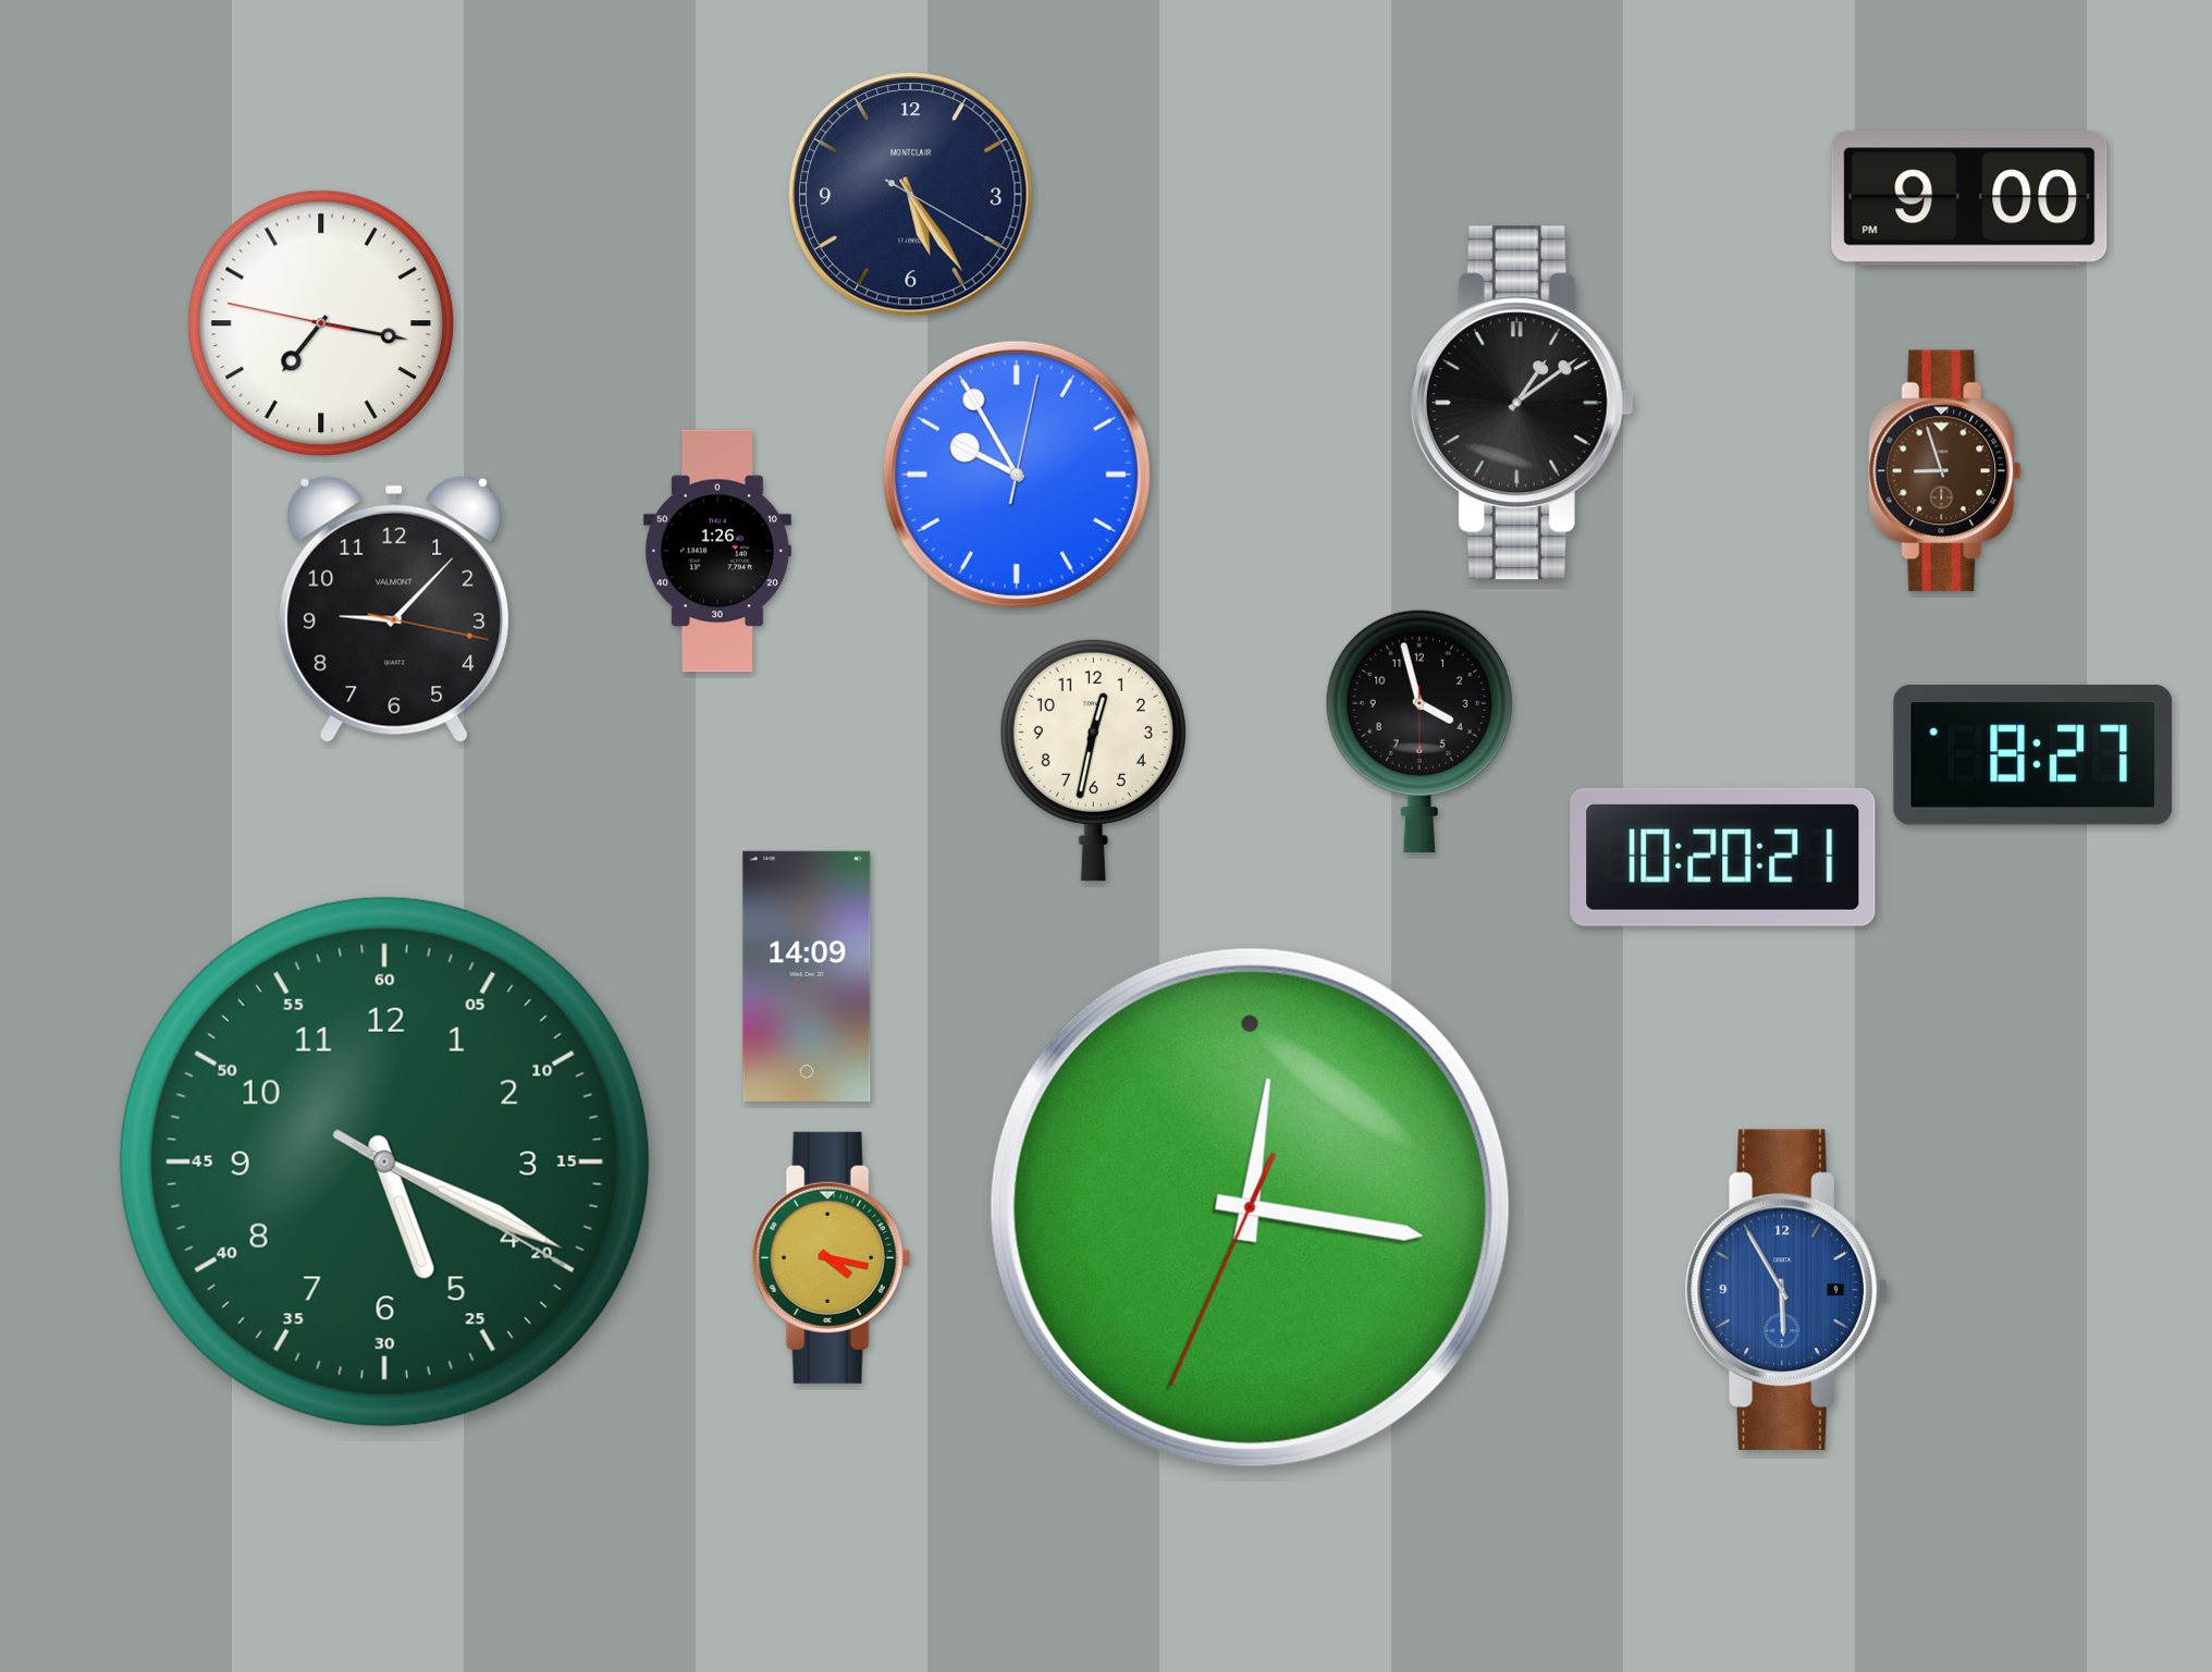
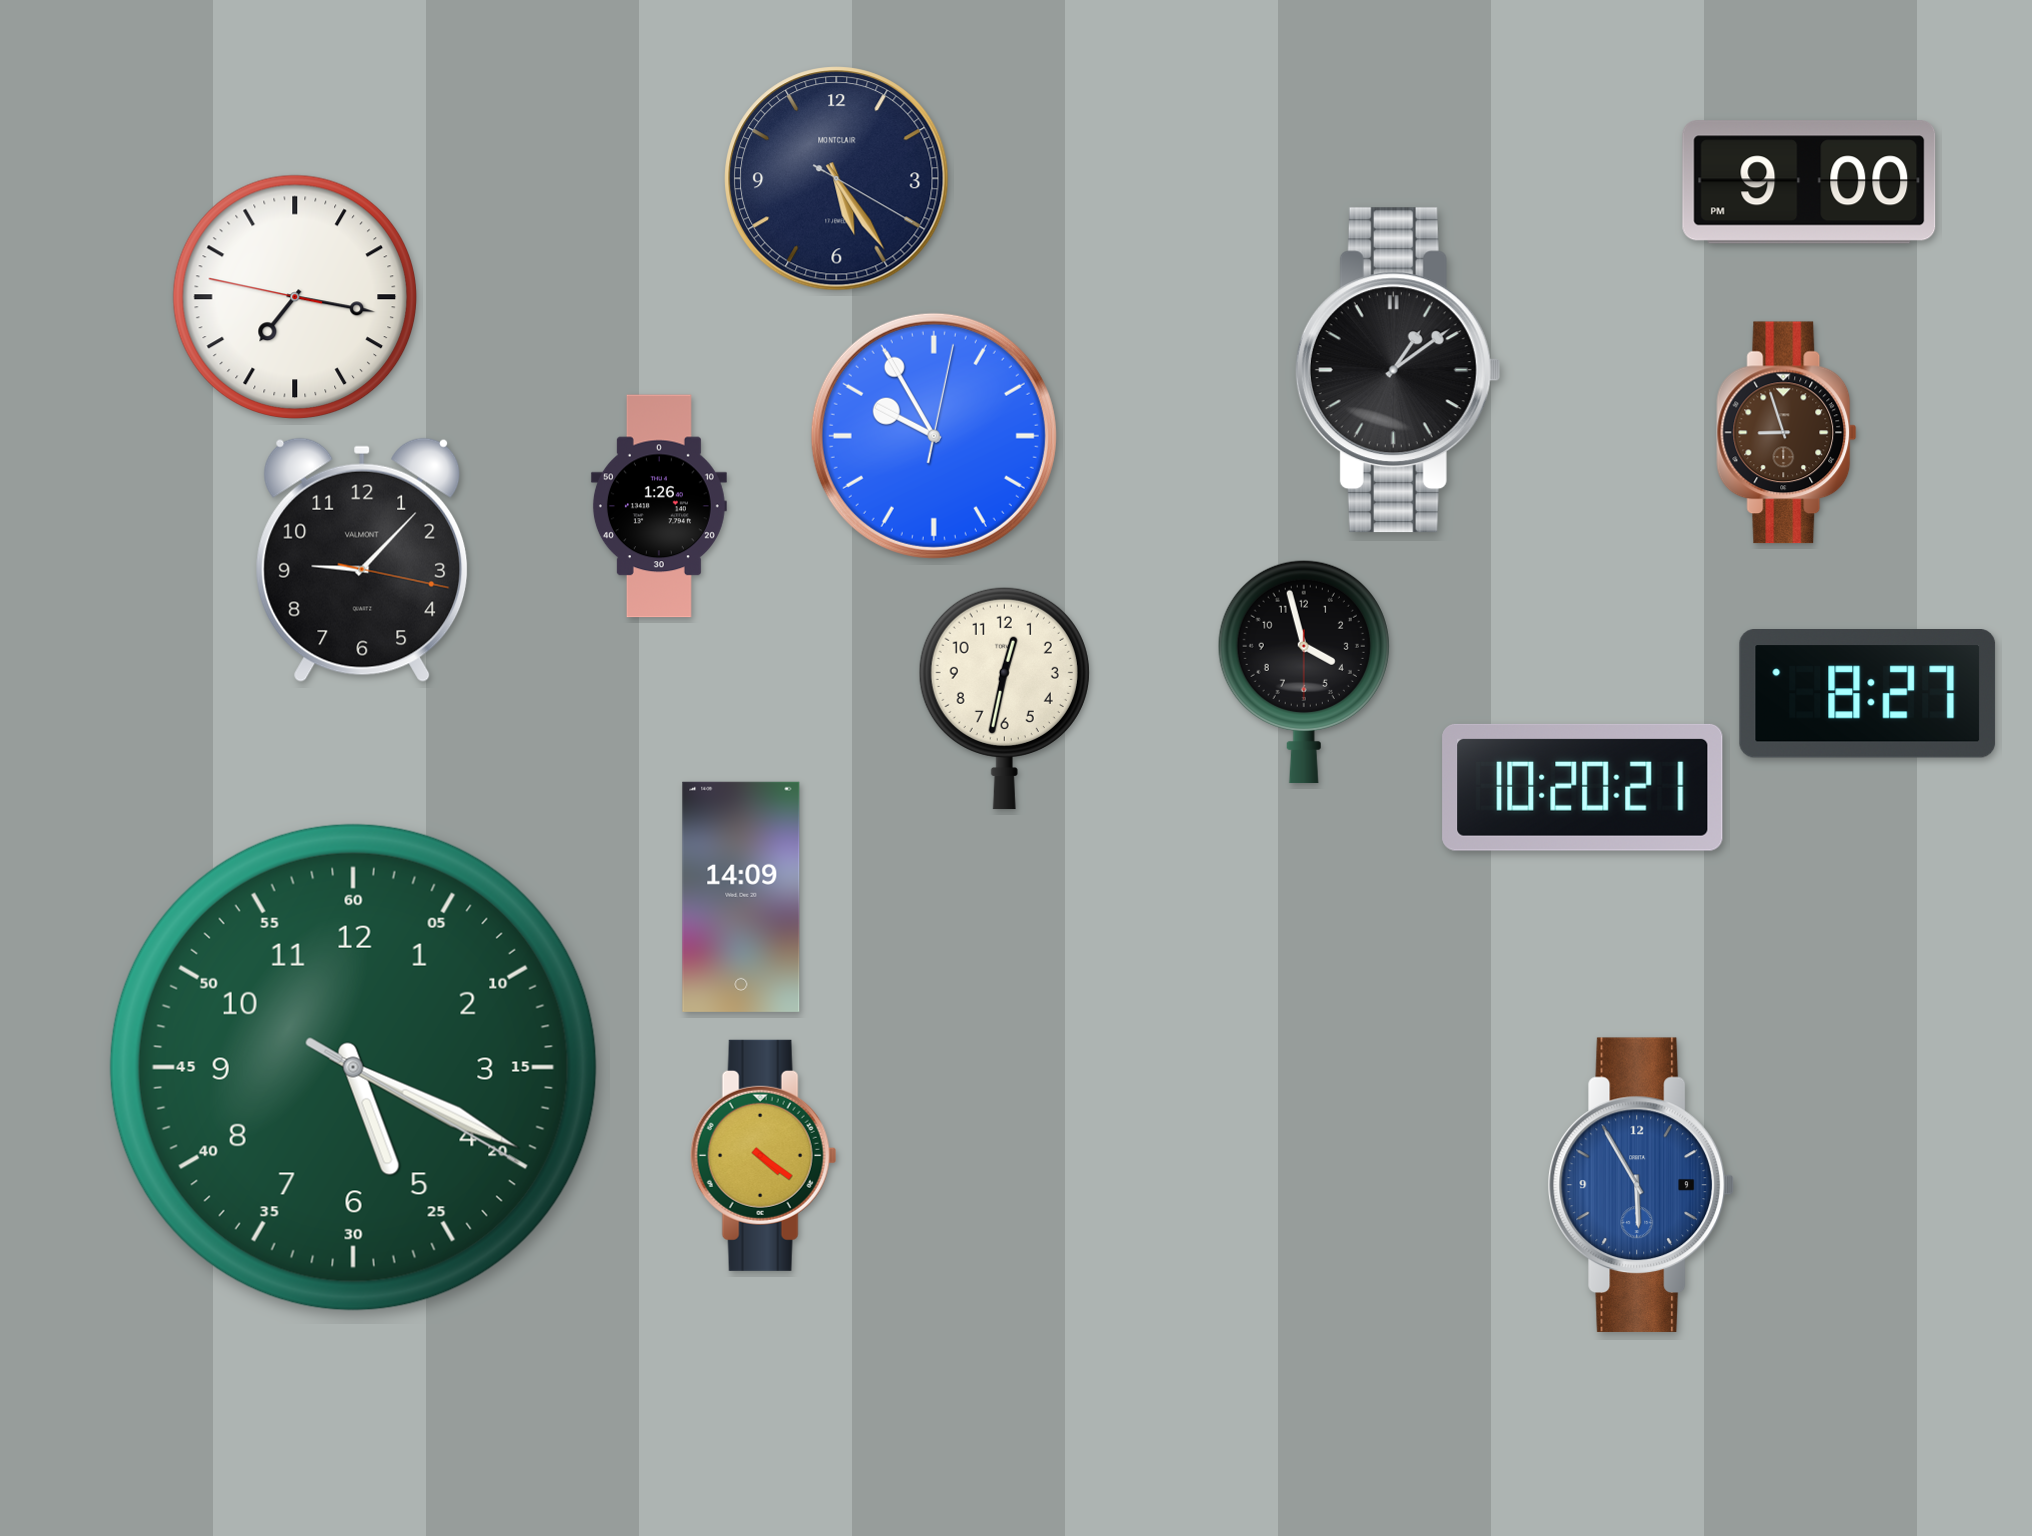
clock at (1250, 1207): 12:16 -> none
clock at (832, 1257): 4:17 -> 4:21
